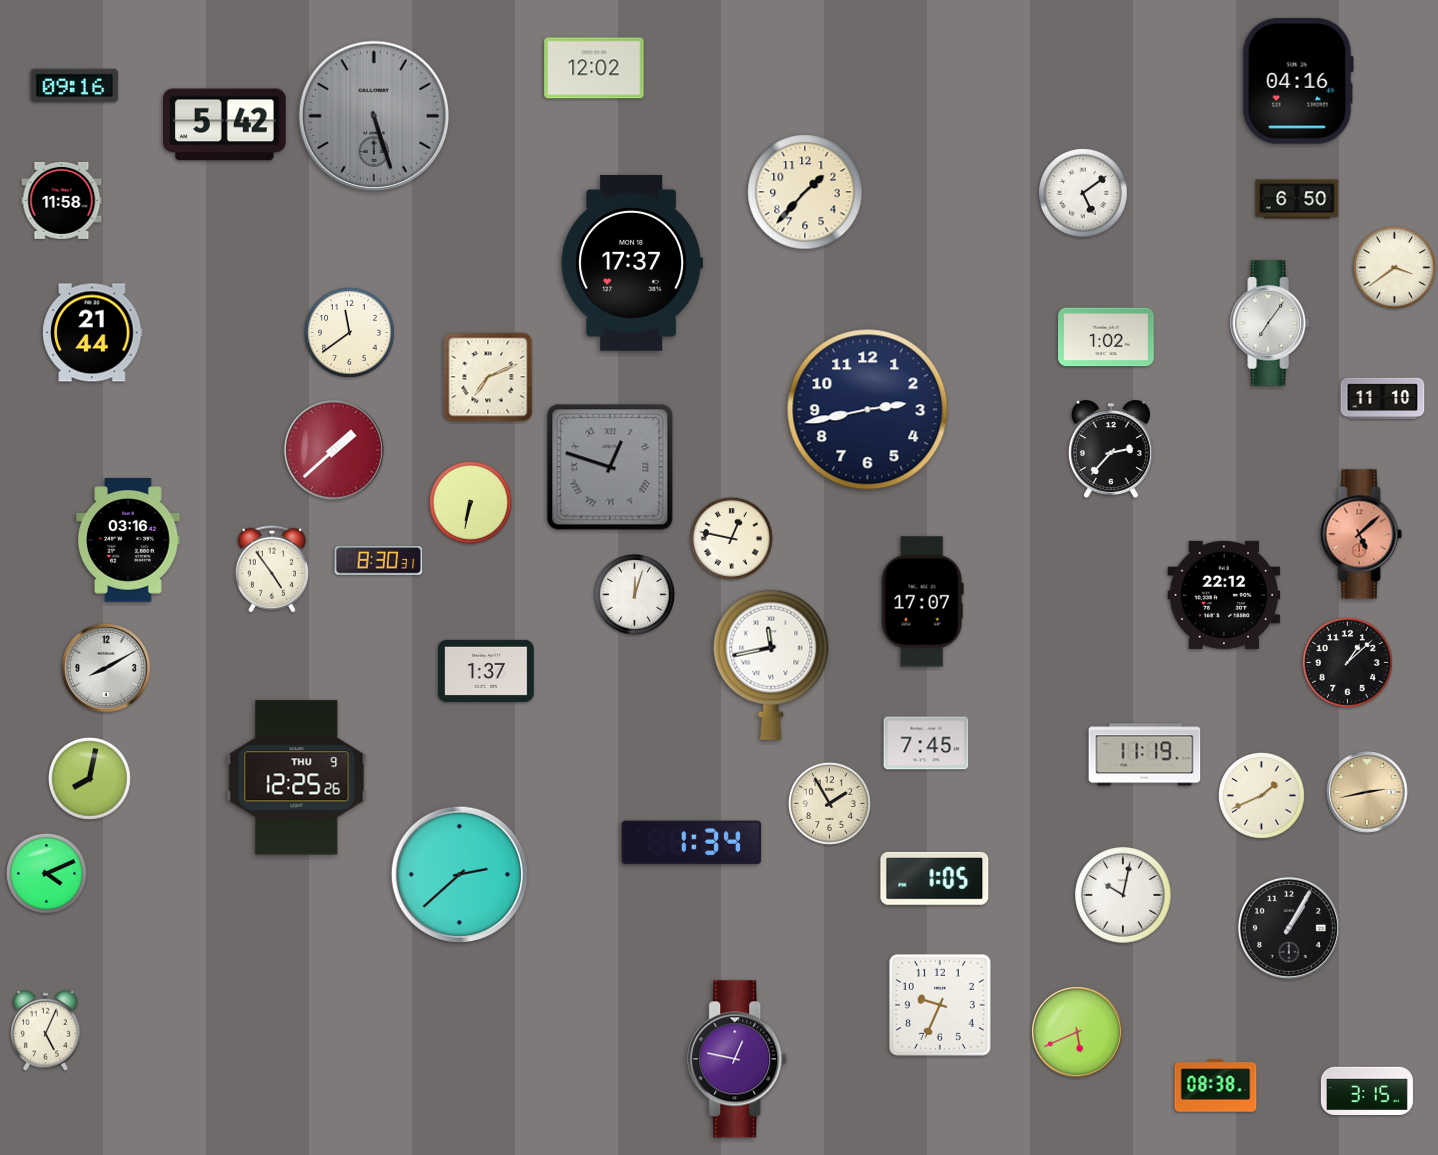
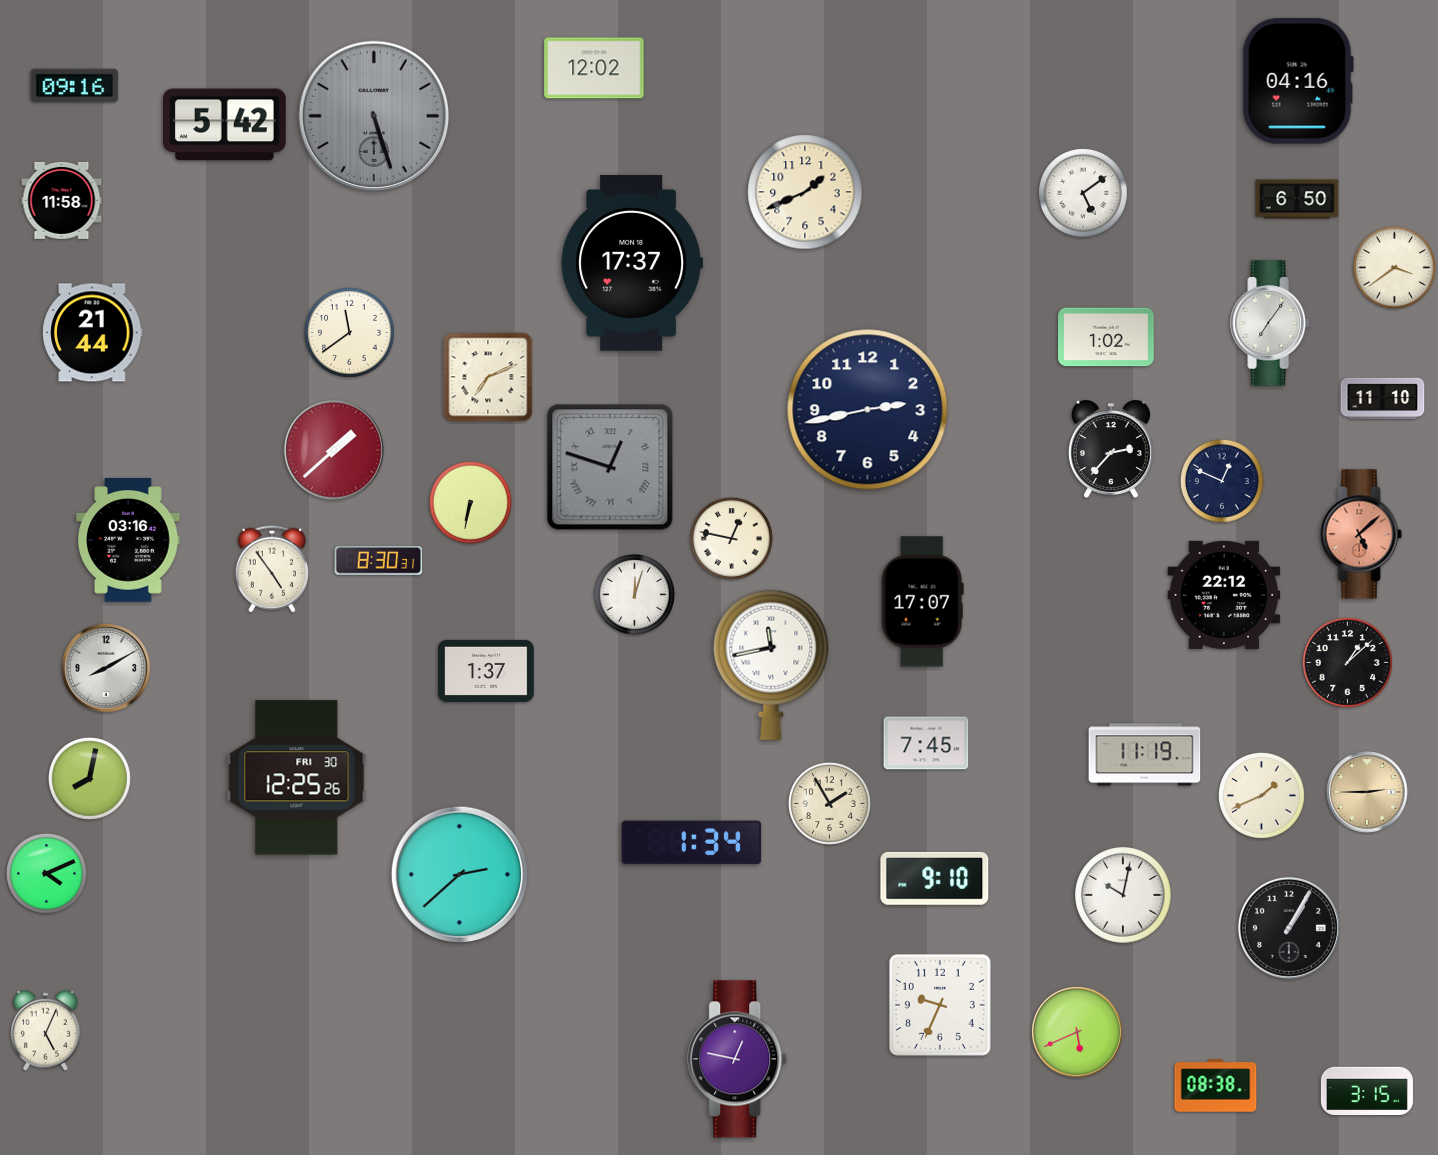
clock at (805, 192): 1:37 -> 1:41
clock at (1222, 481): none -> 12:49
clock at (297, 778) date: THU 9 -> FRI 30
clock at (1367, 792): 2:43 -> 2:45
clock at (935, 878): 1:05 -> 9:10
